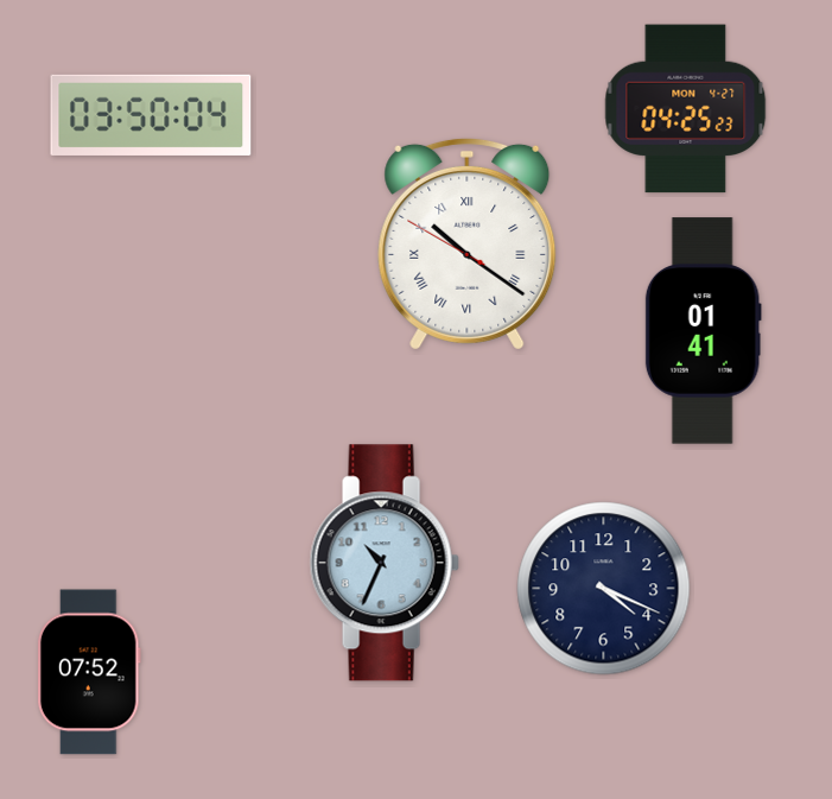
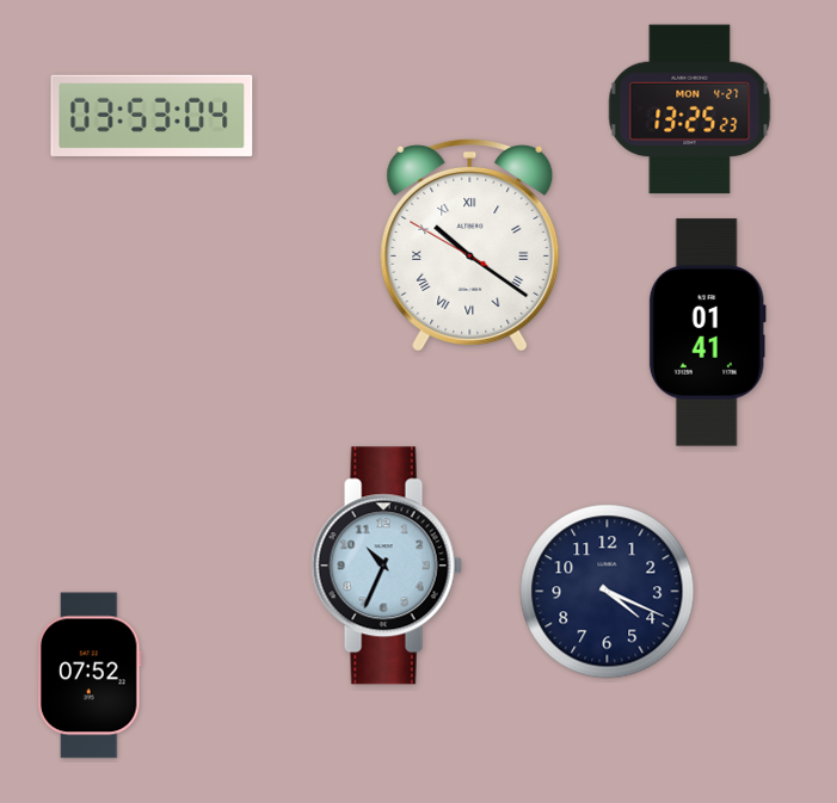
clock at (686, 109): 04:25 -> 13:25
clock at (151, 115): 03:50 -> 03:53
